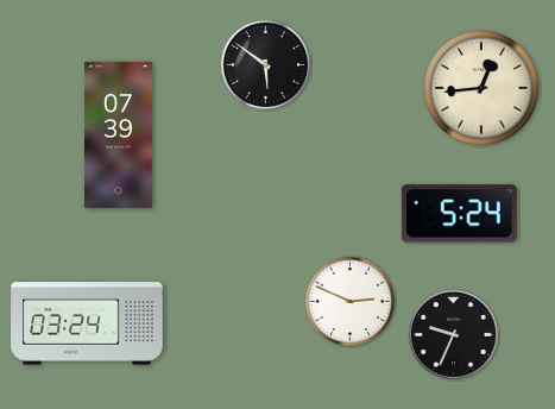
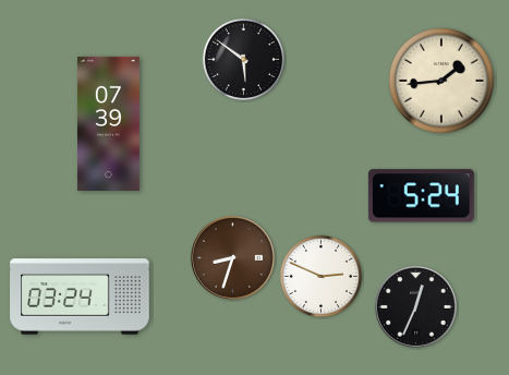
clock at (481, 88): 12:44 -> 1:44
clock at (232, 257): none -> 8:33
clock at (453, 334): 9:34 -> 12:34
